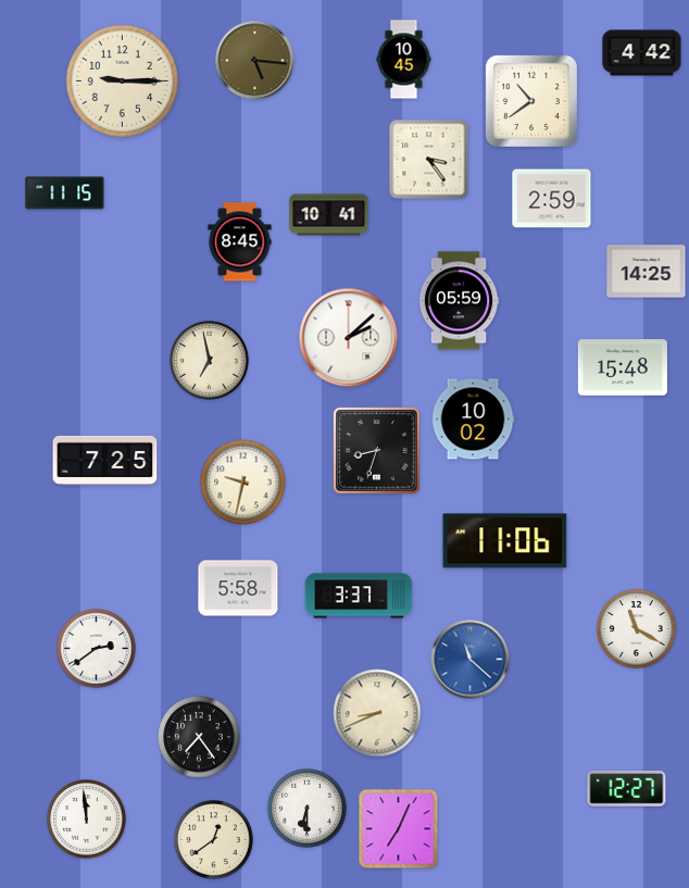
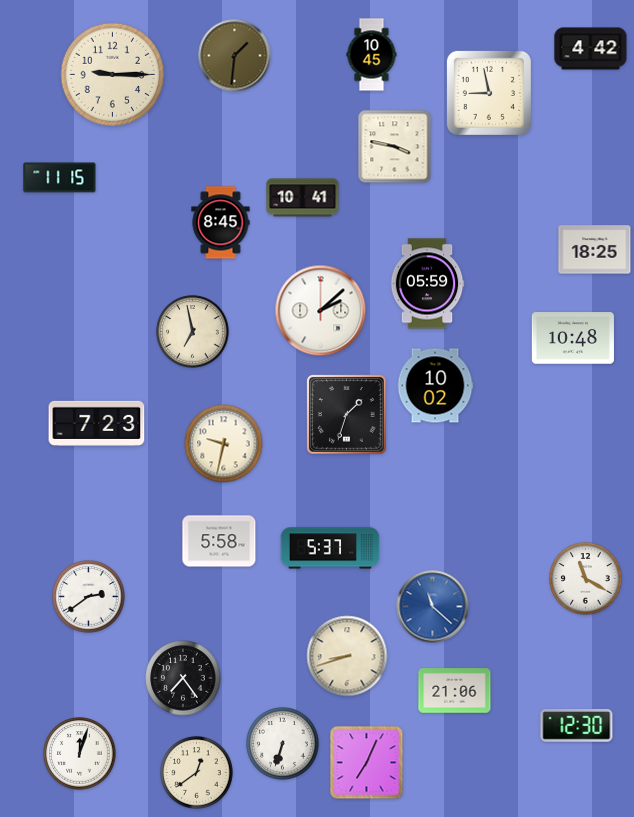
clock at (255, 61): 5:16 -> 1:31
clock at (531, 101): 10:39 -> 8:58
clock at (429, 160): 3:24 -> 3:47
clock at (552, 199): 2:59 -> none
clock at (647, 272): 14:25 -> 18:25
clock at (459, 301) position: (459, 301) -> (427, 284)
clock at (623, 367): 15:48 -> 10:48
clock at (377, 451): 8:33 -> 1:33
clock at (105, 460): 7:25 -> 7:23
clock at (505, 541): 11:06 -> none
clock at (359, 596): 3:37 -> 5:37
clock at (377, 713): 8:41 -> 8:42
clock at (455, 691): none -> 21:06
clock at (627, 789): 12:27 -> 12:30
clock at (308, 809): 6:30 -> 6:33
clock at (87, 820): 11:59 -> 12:03
